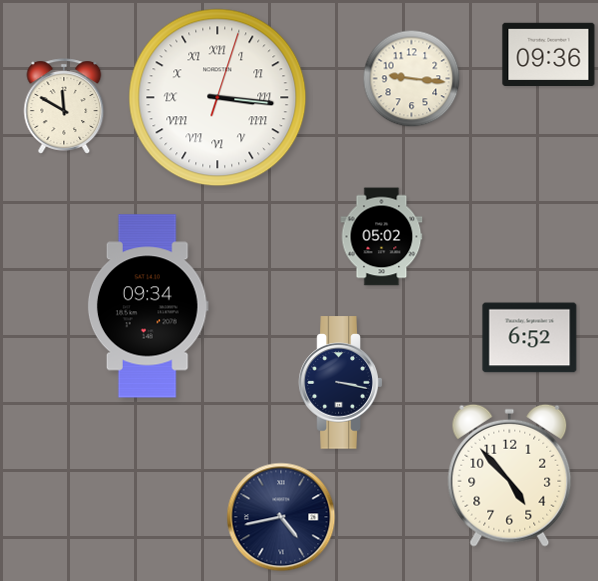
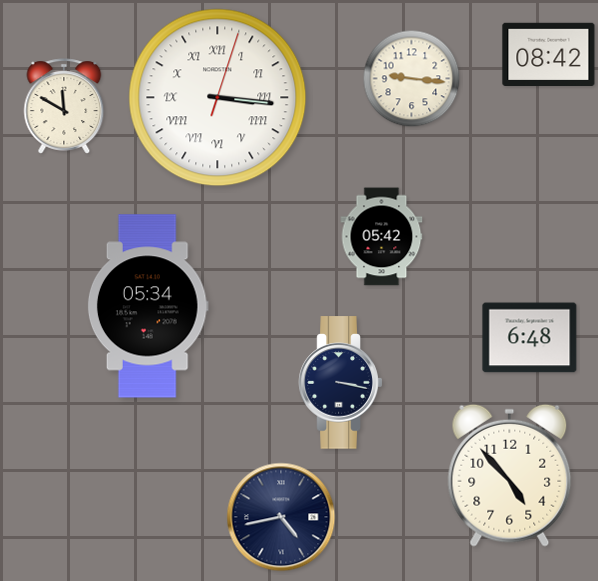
clock at (549, 54): 09:36 -> 08:42
clock at (382, 237): 05:02 -> 05:42
clock at (148, 306): 09:34 -> 05:34
clock at (530, 338): 6:52 -> 6:48
